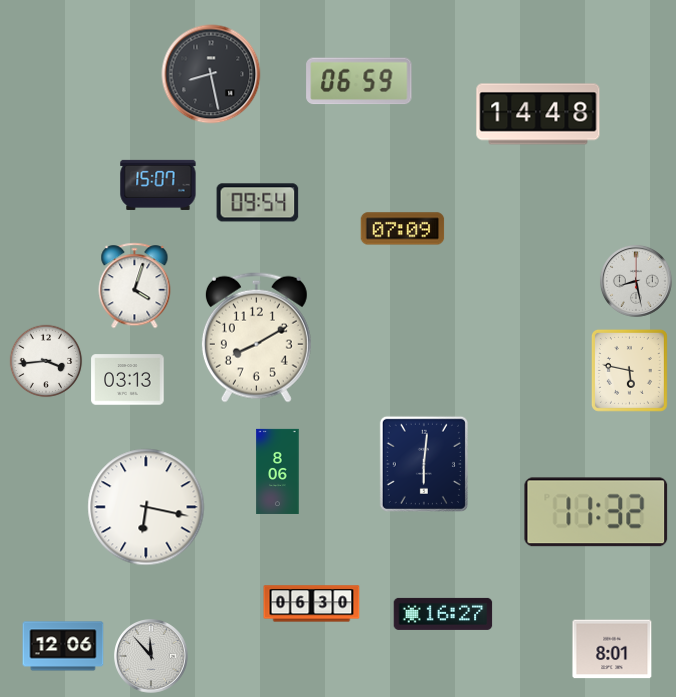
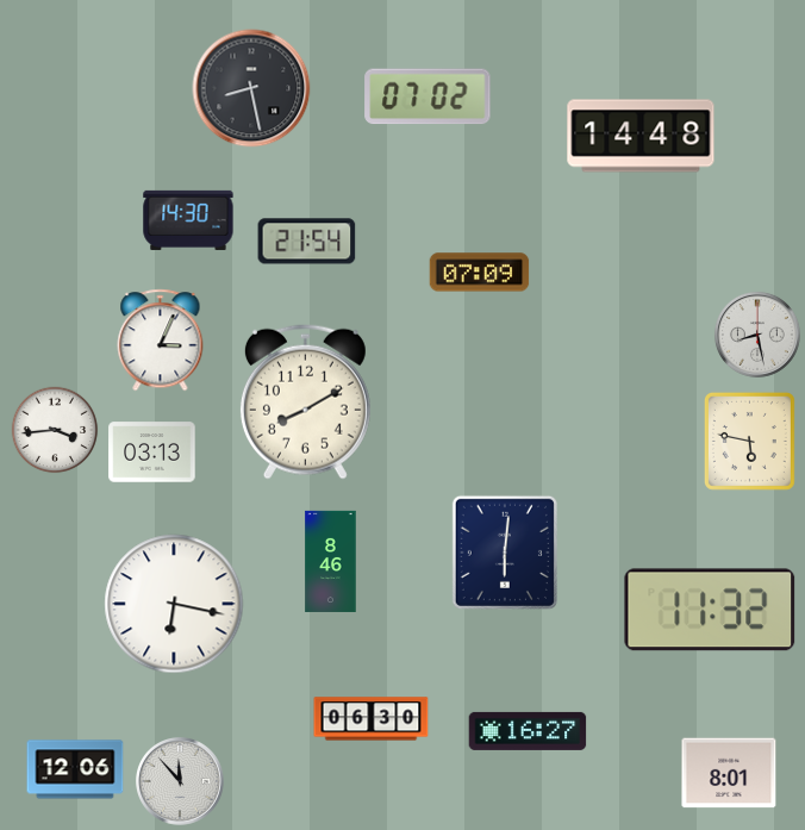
clock at (359, 81): 06:59 -> 07:02
clock at (158, 185): 15:07 -> 14:30
clock at (258, 203): 09:54 -> 21:54
clock at (135, 286): 4:03 -> 3:04
clock at (278, 471): 8:06 -> 8:46
